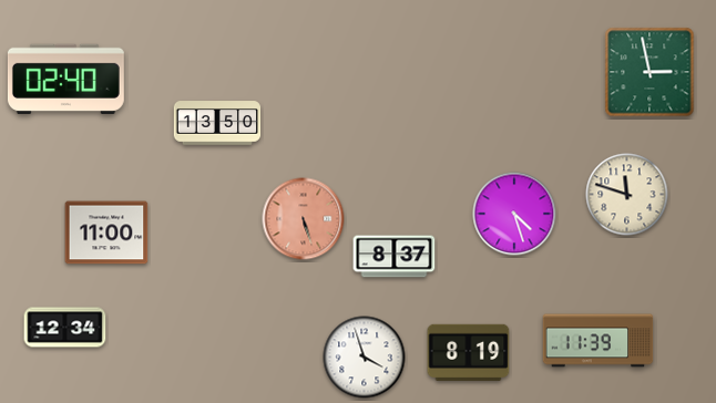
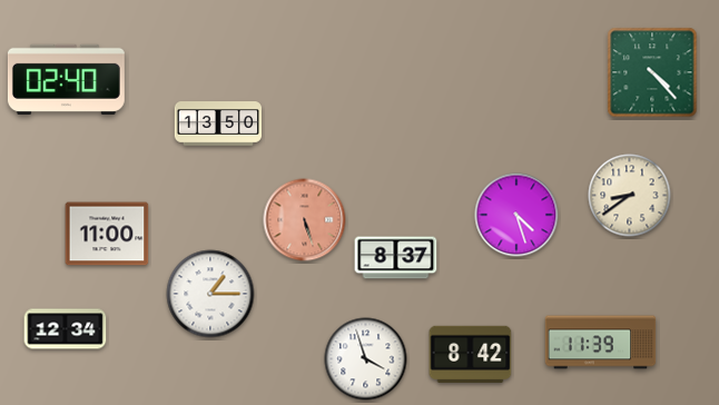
clock at (649, 72): 2:58 -> 4:23
clock at (627, 195): 11:48 -> 8:39
clock at (210, 294): none -> 1:15
clock at (469, 352): 8:19 -> 8:42
